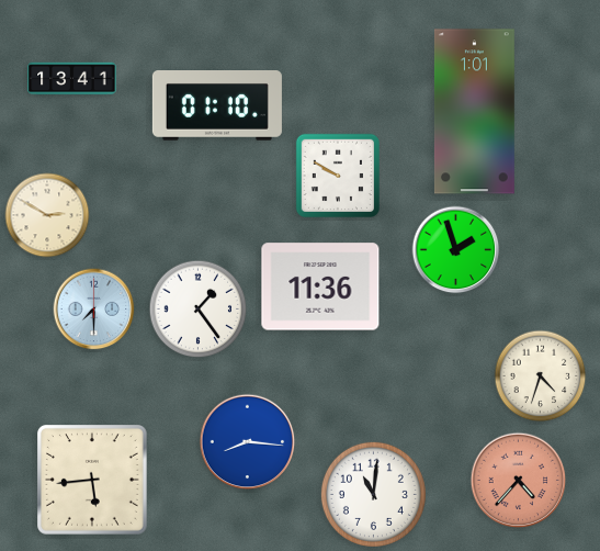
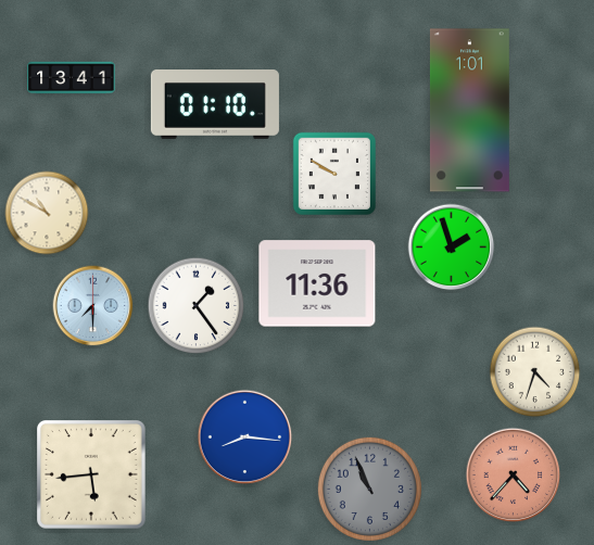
clock at (47, 215): 2:50 -> 10:50
clock at (373, 494): 11:01 -> 10:56
clock at (373, 494) dial: white -> grey
